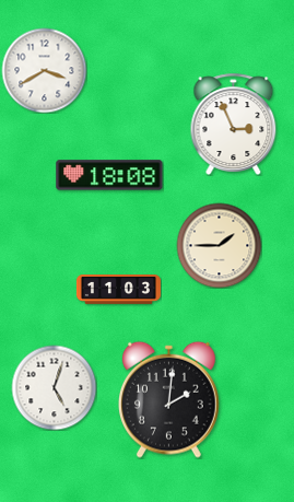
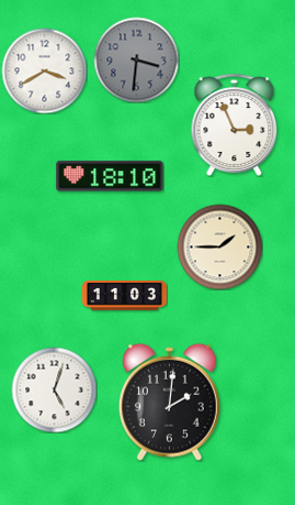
clock at (136, 59): none -> 3:31
clock at (109, 175): 18:08 -> 18:10
clock at (118, 290) position: (118, 290) -> (124, 296)
